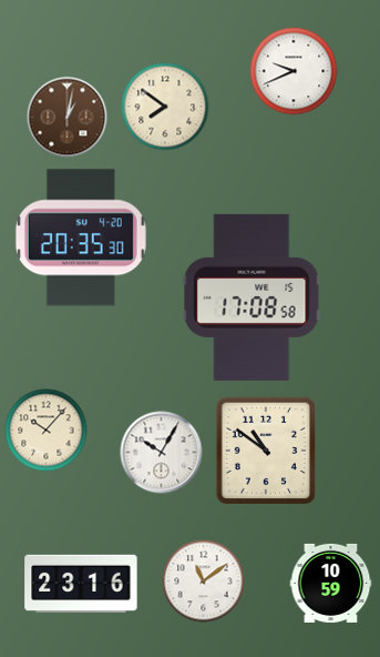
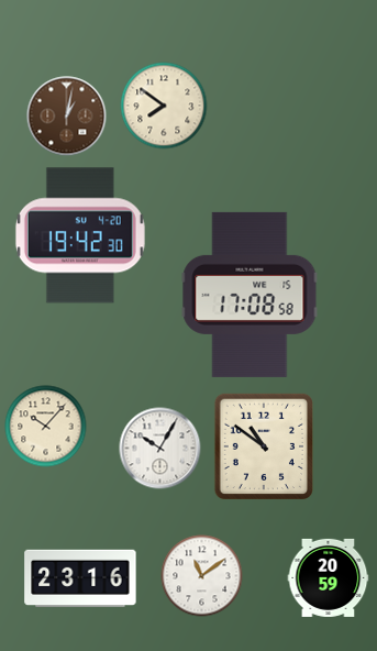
clock at (294, 71): 9:41 -> none
clock at (81, 237): 20:35 -> 19:42
clock at (331, 583): 10:59 -> 20:59
